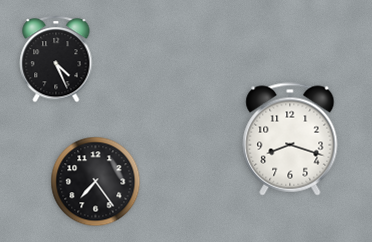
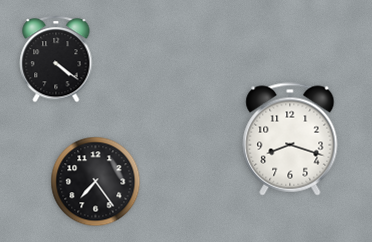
clock at (56, 59): 4:26 -> 4:21
